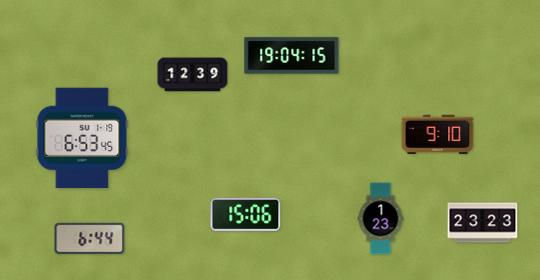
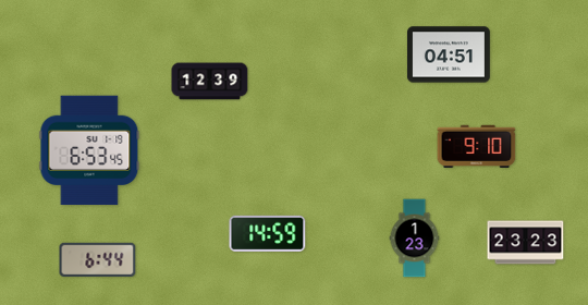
clock at (449, 54): none -> 04:51
clock at (292, 56): 19:04 -> none
clock at (246, 214): 15:06 -> 14:59
